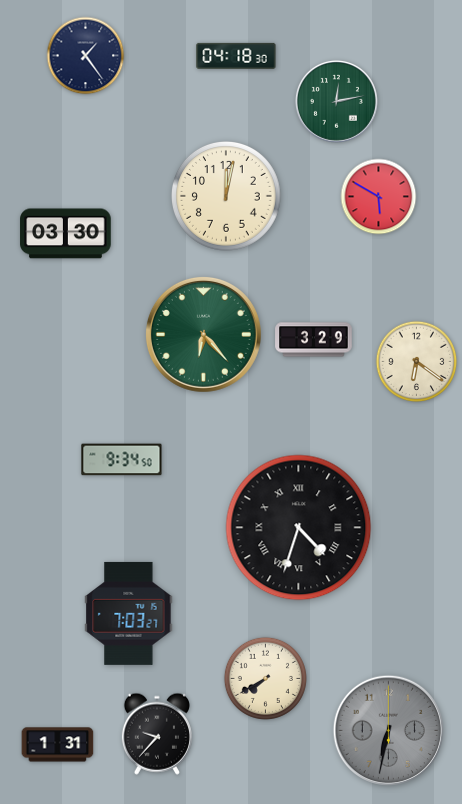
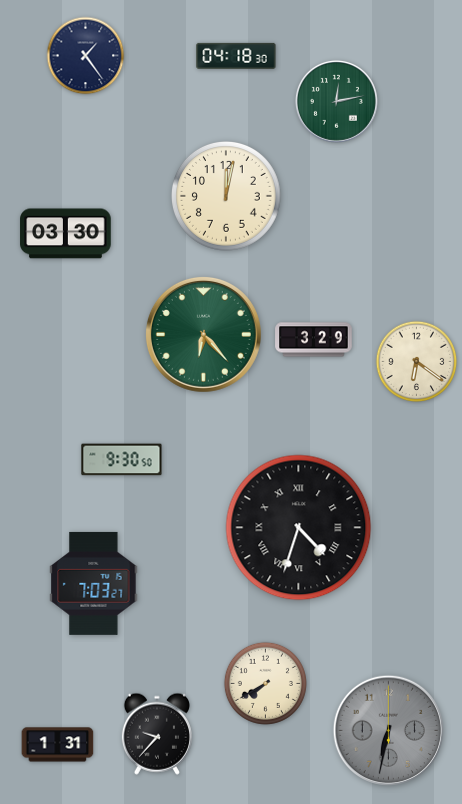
clock at (379, 197): 5:50 -> none
clock at (122, 460): 9:34 -> 9:30
clock at (129, 613) position: (129, 613) -> (94, 583)
clock at (265, 678) position: (265, 678) -> (265, 683)
